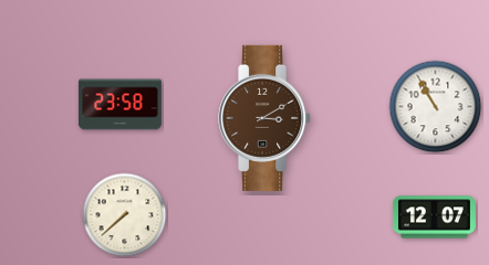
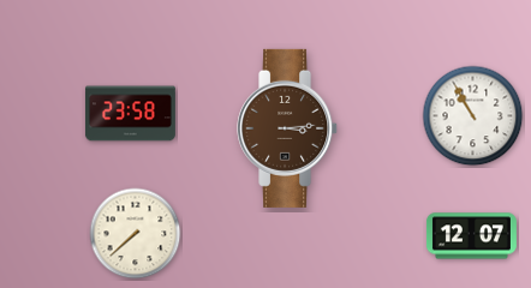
clock at (266, 118): 3:10 -> 3:14
